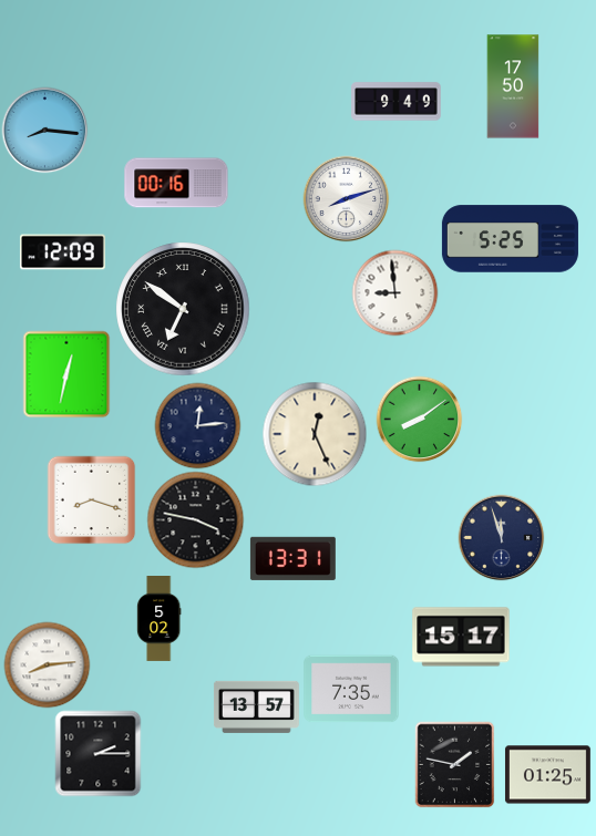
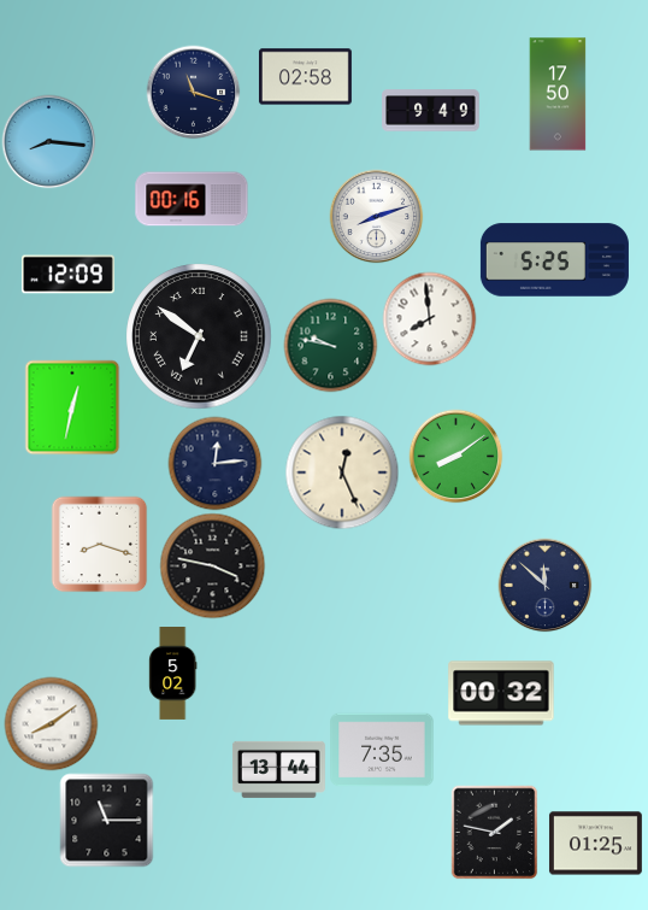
clock at (305, 77): none -> 02:58
clock at (193, 92): none -> 11:18
clock at (394, 292): 8:59 -> 7:59
clock at (330, 345): none -> 9:47
clock at (501, 537): 11:57 -> 11:52
clock at (292, 558): 13:31 -> none
clock at (461, 637): 15:17 -> 00:32
clock at (47, 664): 8:14 -> 8:09
clock at (256, 706): 13:57 -> 13:44
clock at (97, 753): 2:15 -> 11:15
